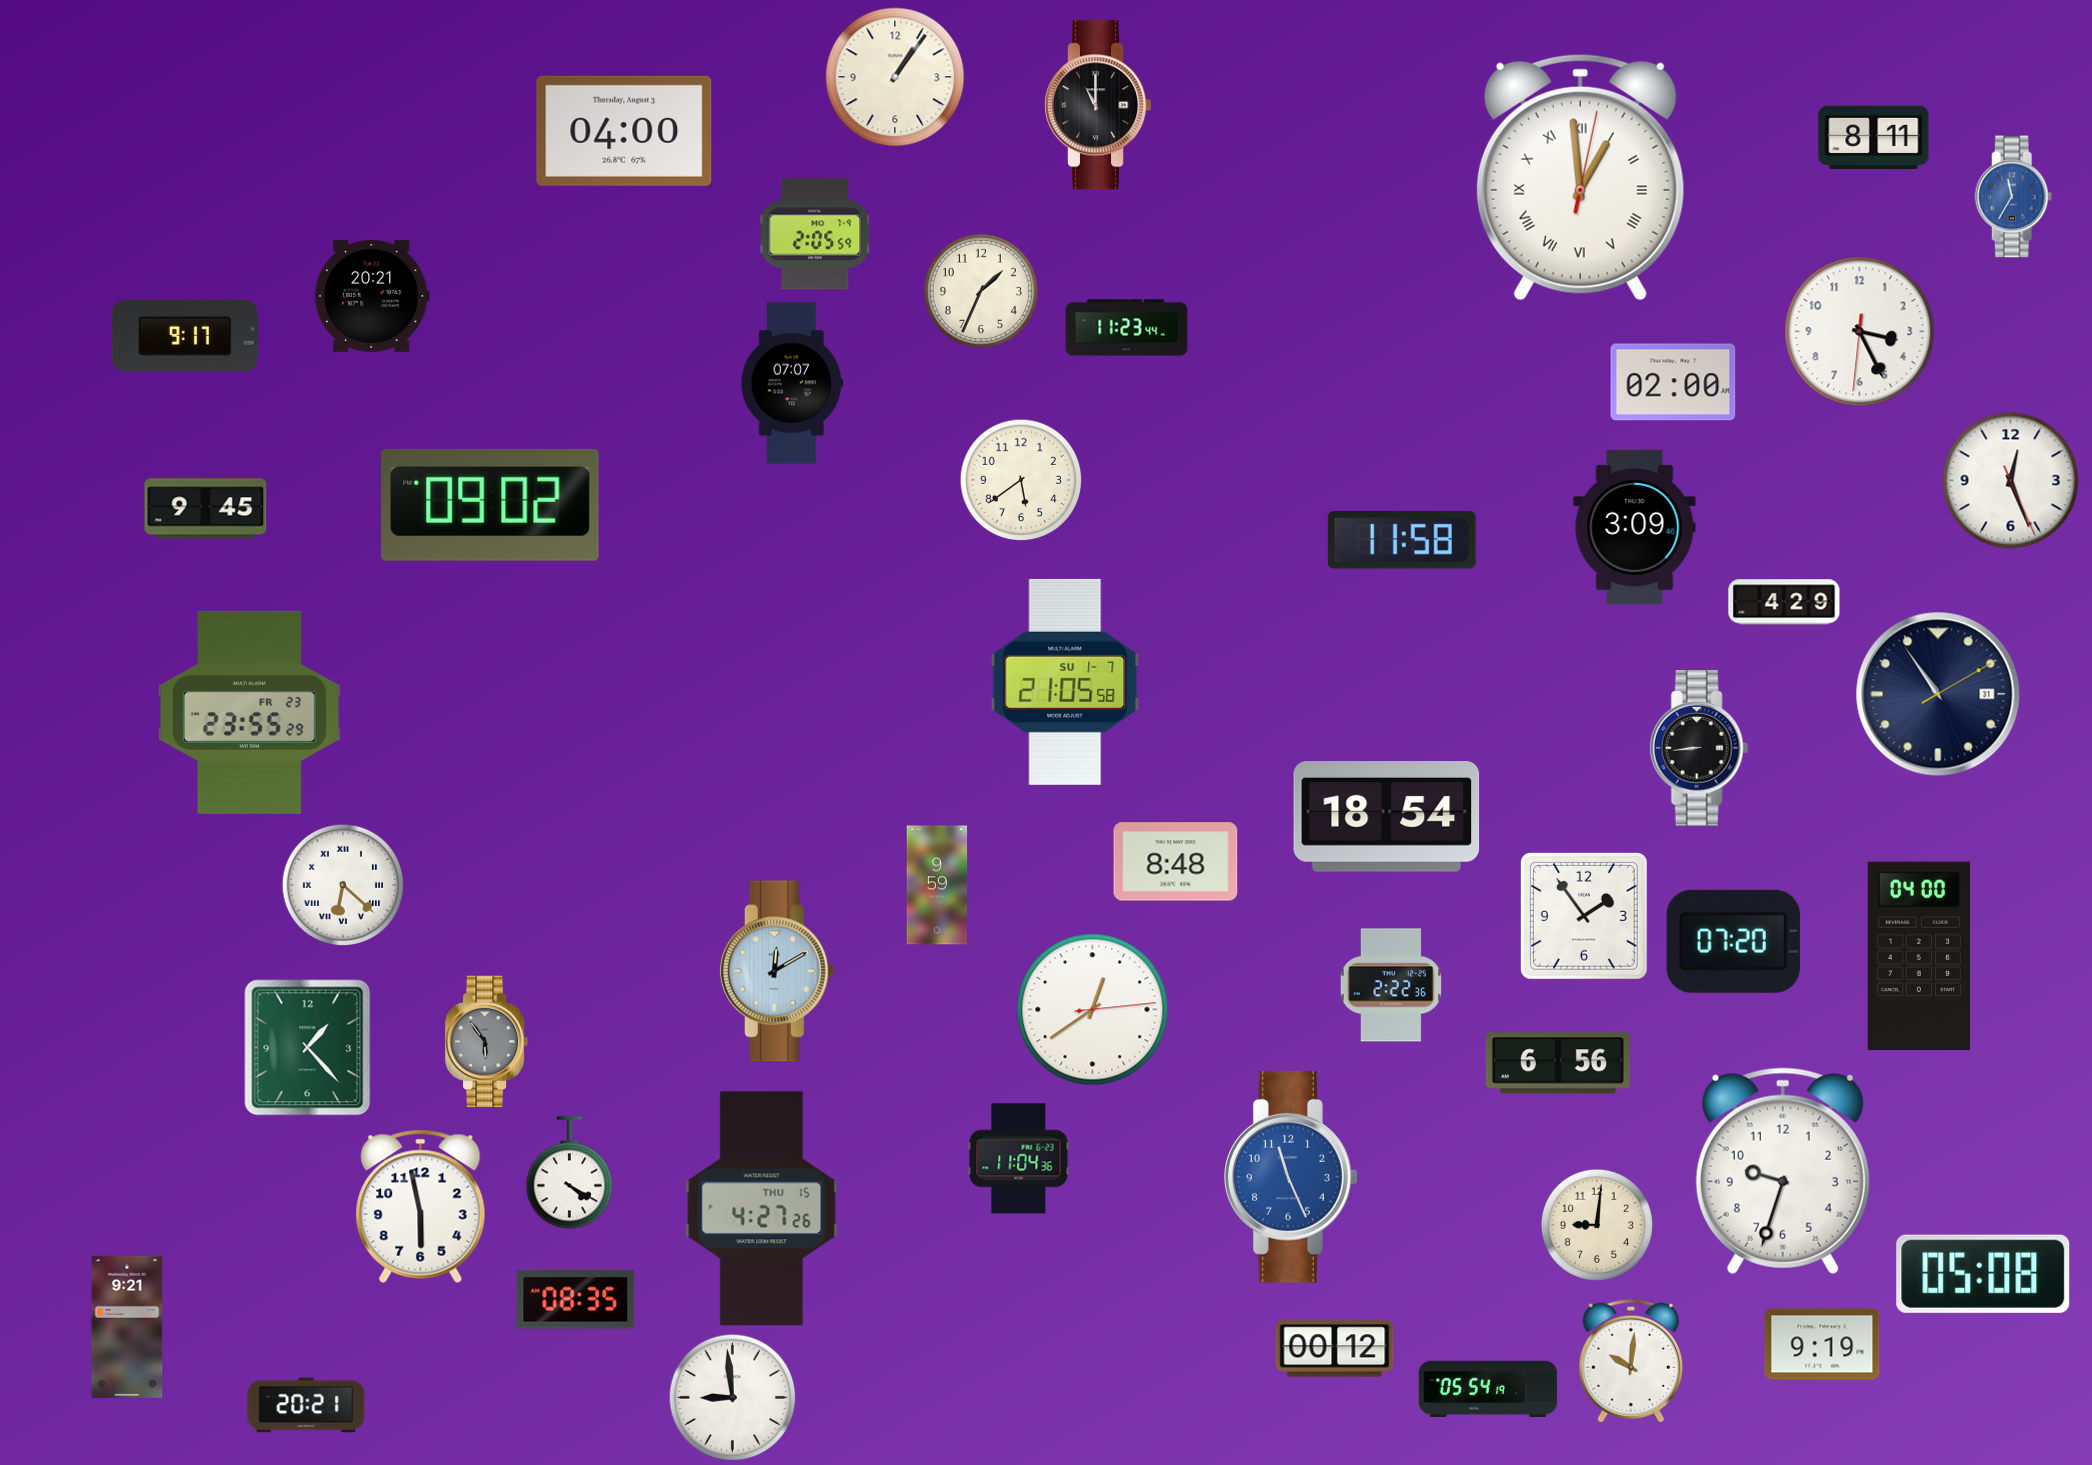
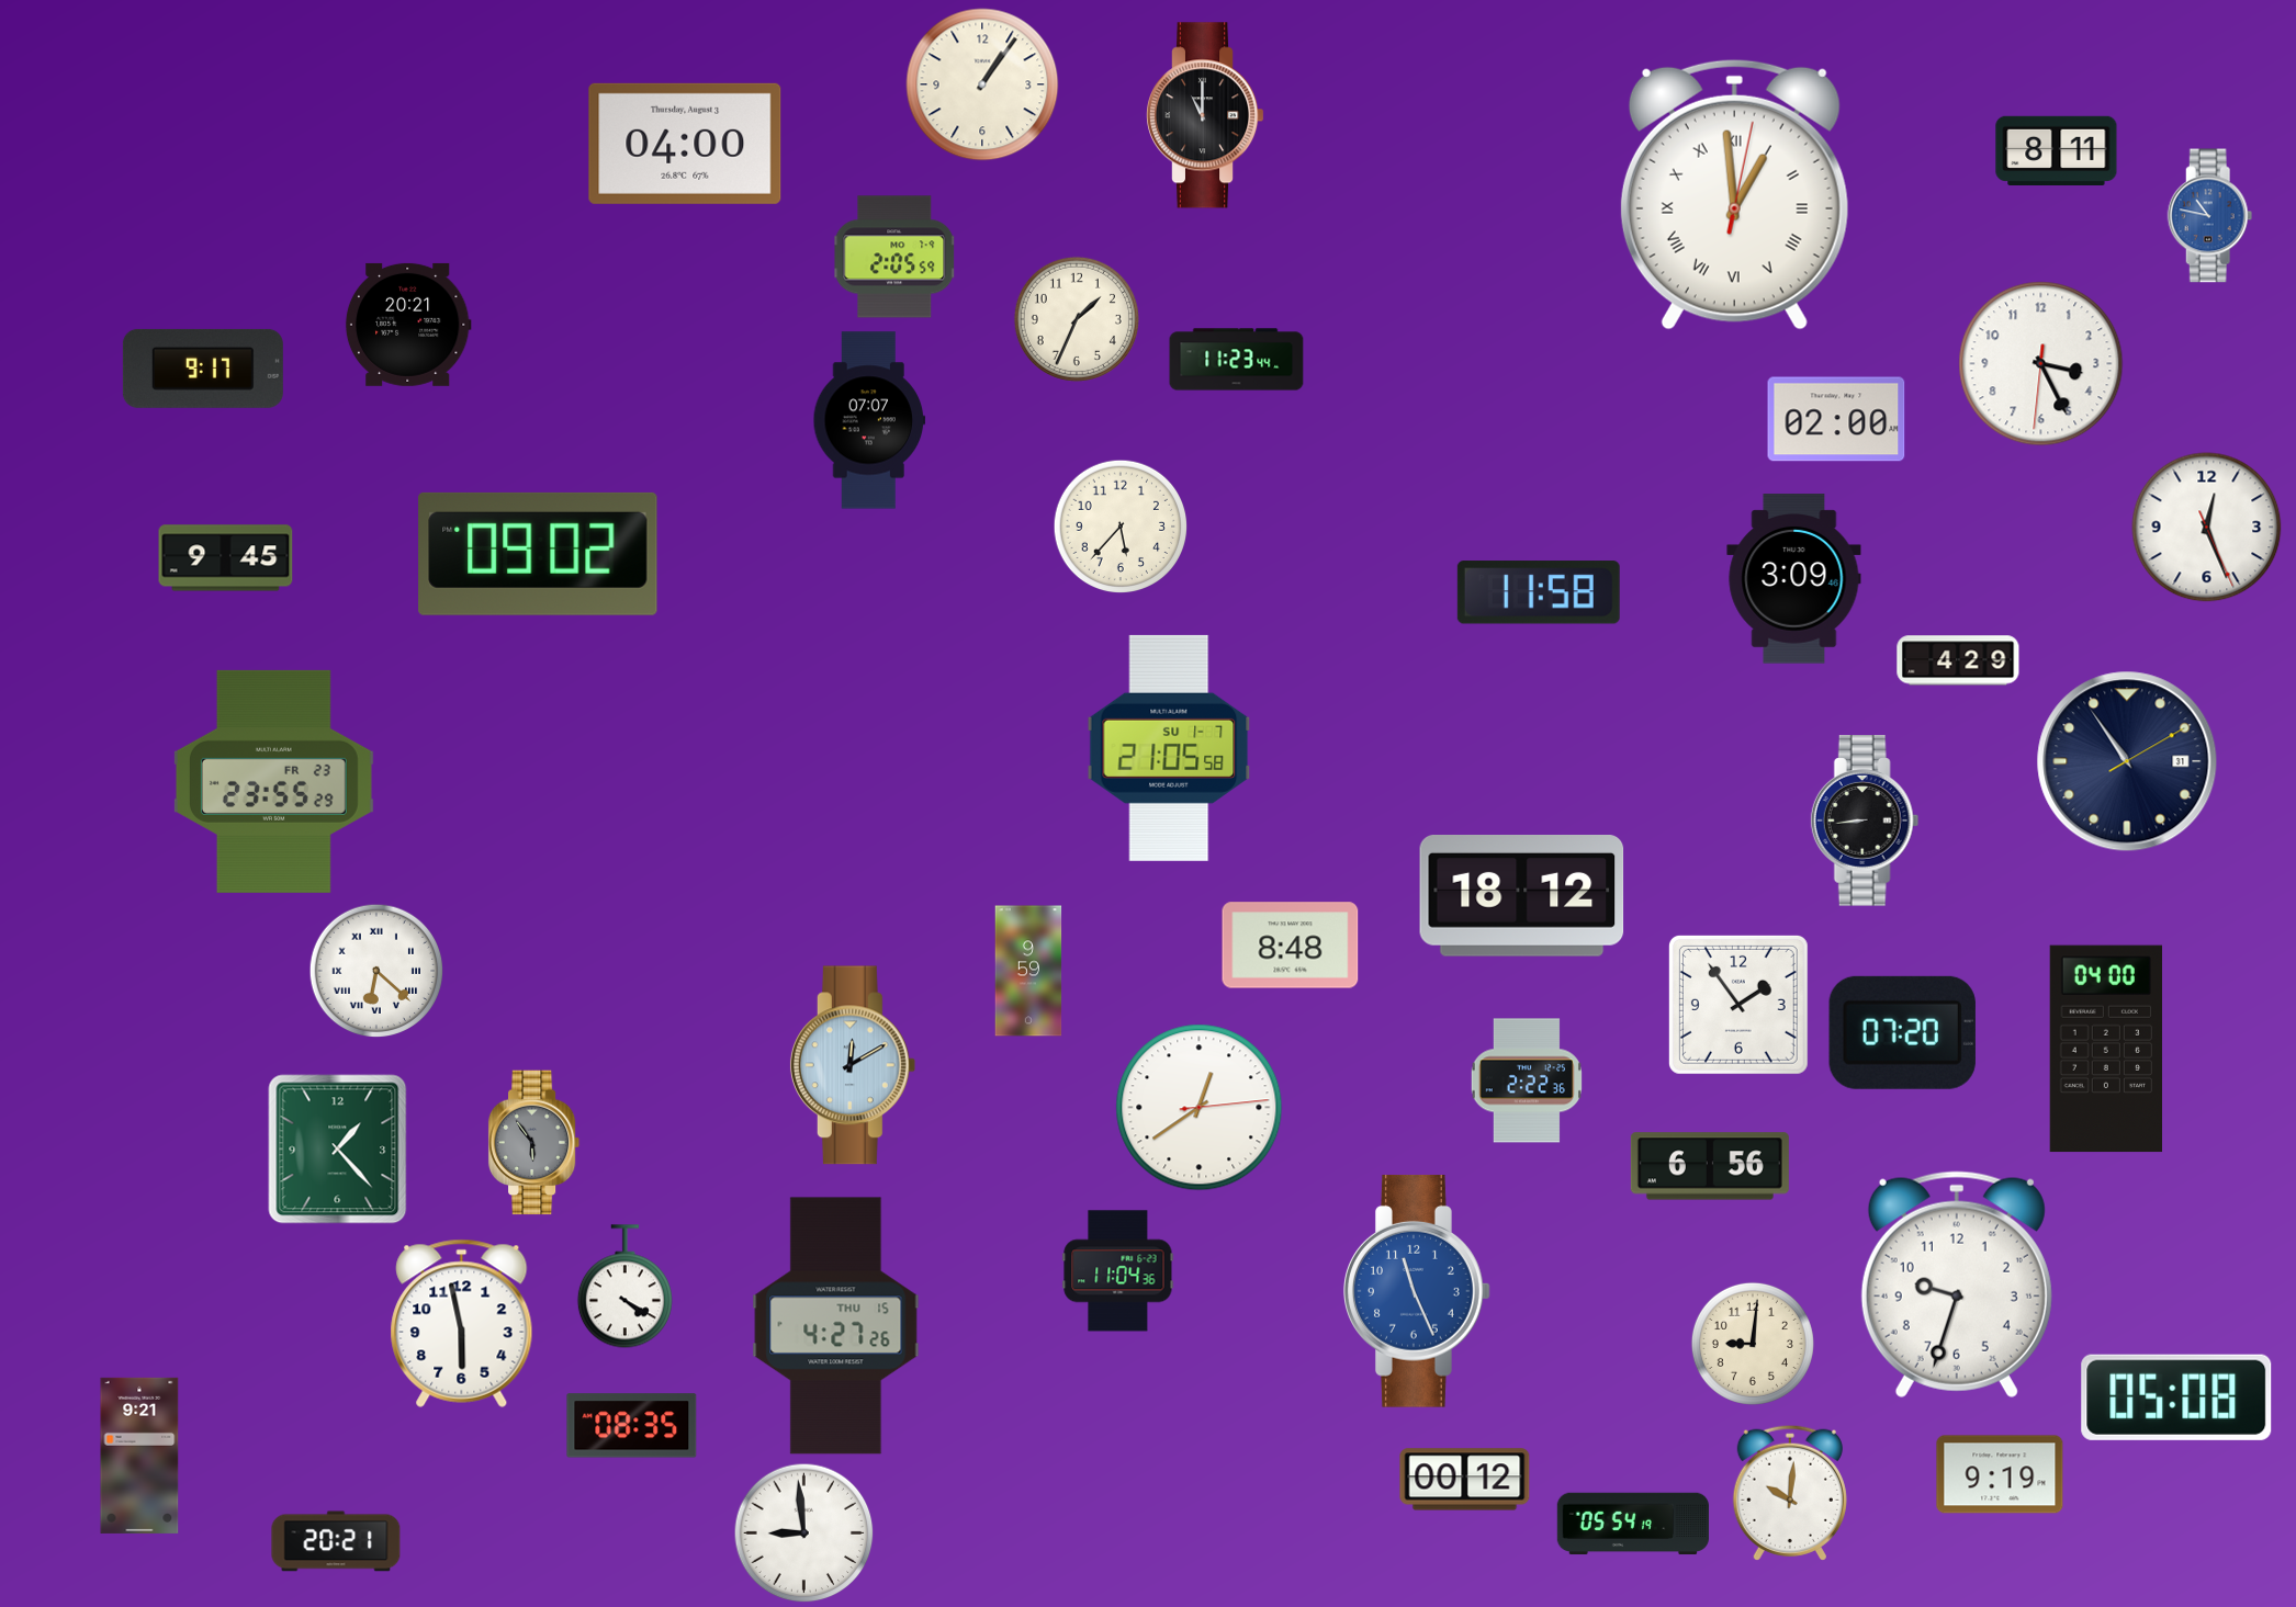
clock at (2014, 197): 11:35 -> 10:47
clock at (1021, 480): 5:39 -> 5:37
clock at (1387, 817): 18:54 -> 18:12
